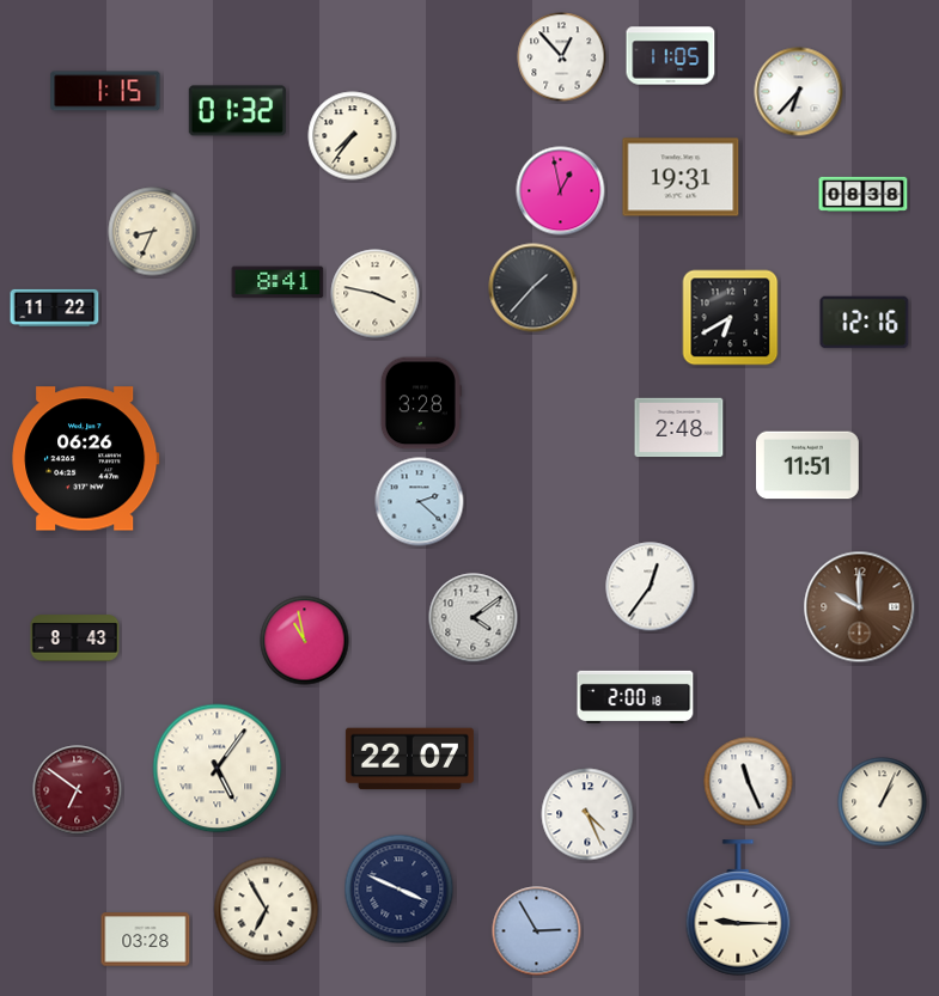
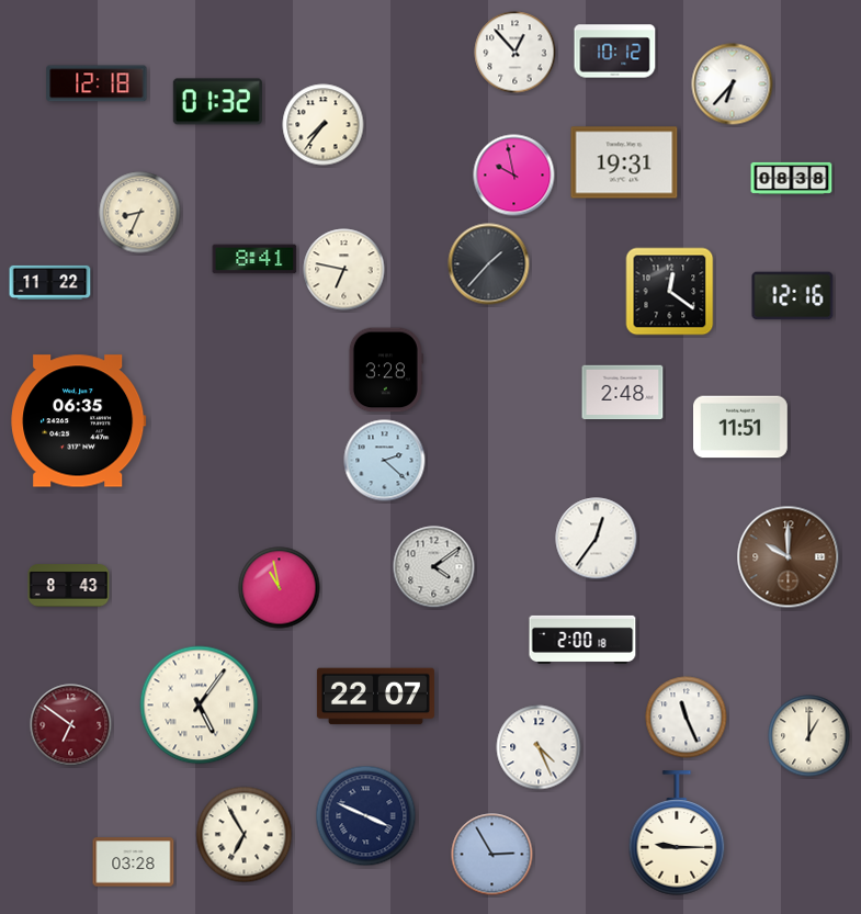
clock at (671, 56): 11:05 -> 10:12
clock at (105, 91): 1:15 -> 12:18
clock at (561, 191): 12:58 -> 9:58
clock at (376, 294): 3:47 -> 6:47
clock at (731, 318): 6:40 -> 12:21
clock at (86, 459): 06:26 -> 06:35
clock at (883, 802): 1:04 -> 1:00
